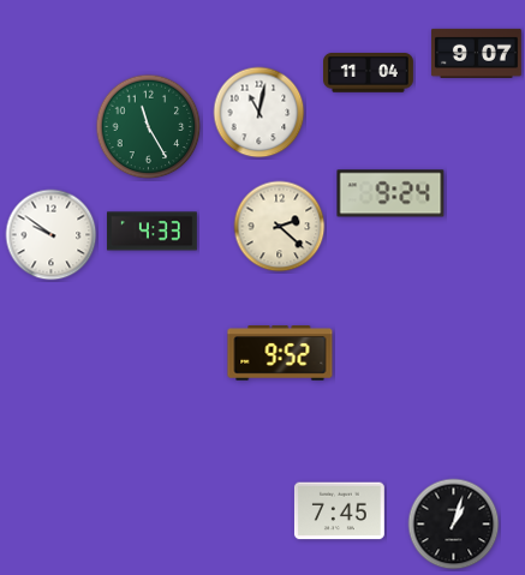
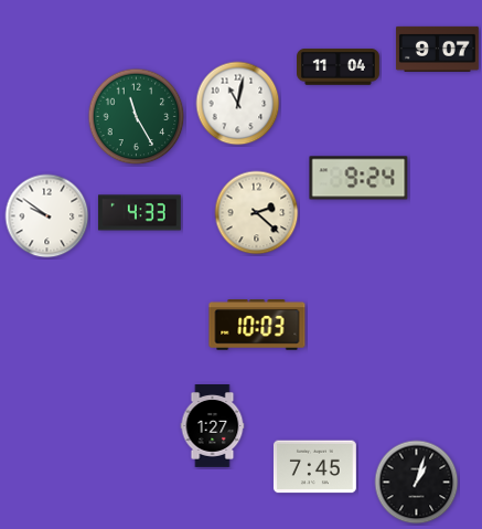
clock at (280, 227) position: (280, 227) -> (257, 213)
clock at (280, 353): 9:52 -> 10:03
clock at (213, 426): none -> 1:27
clock at (339, 511) position: (339, 511) -> (314, 467)
